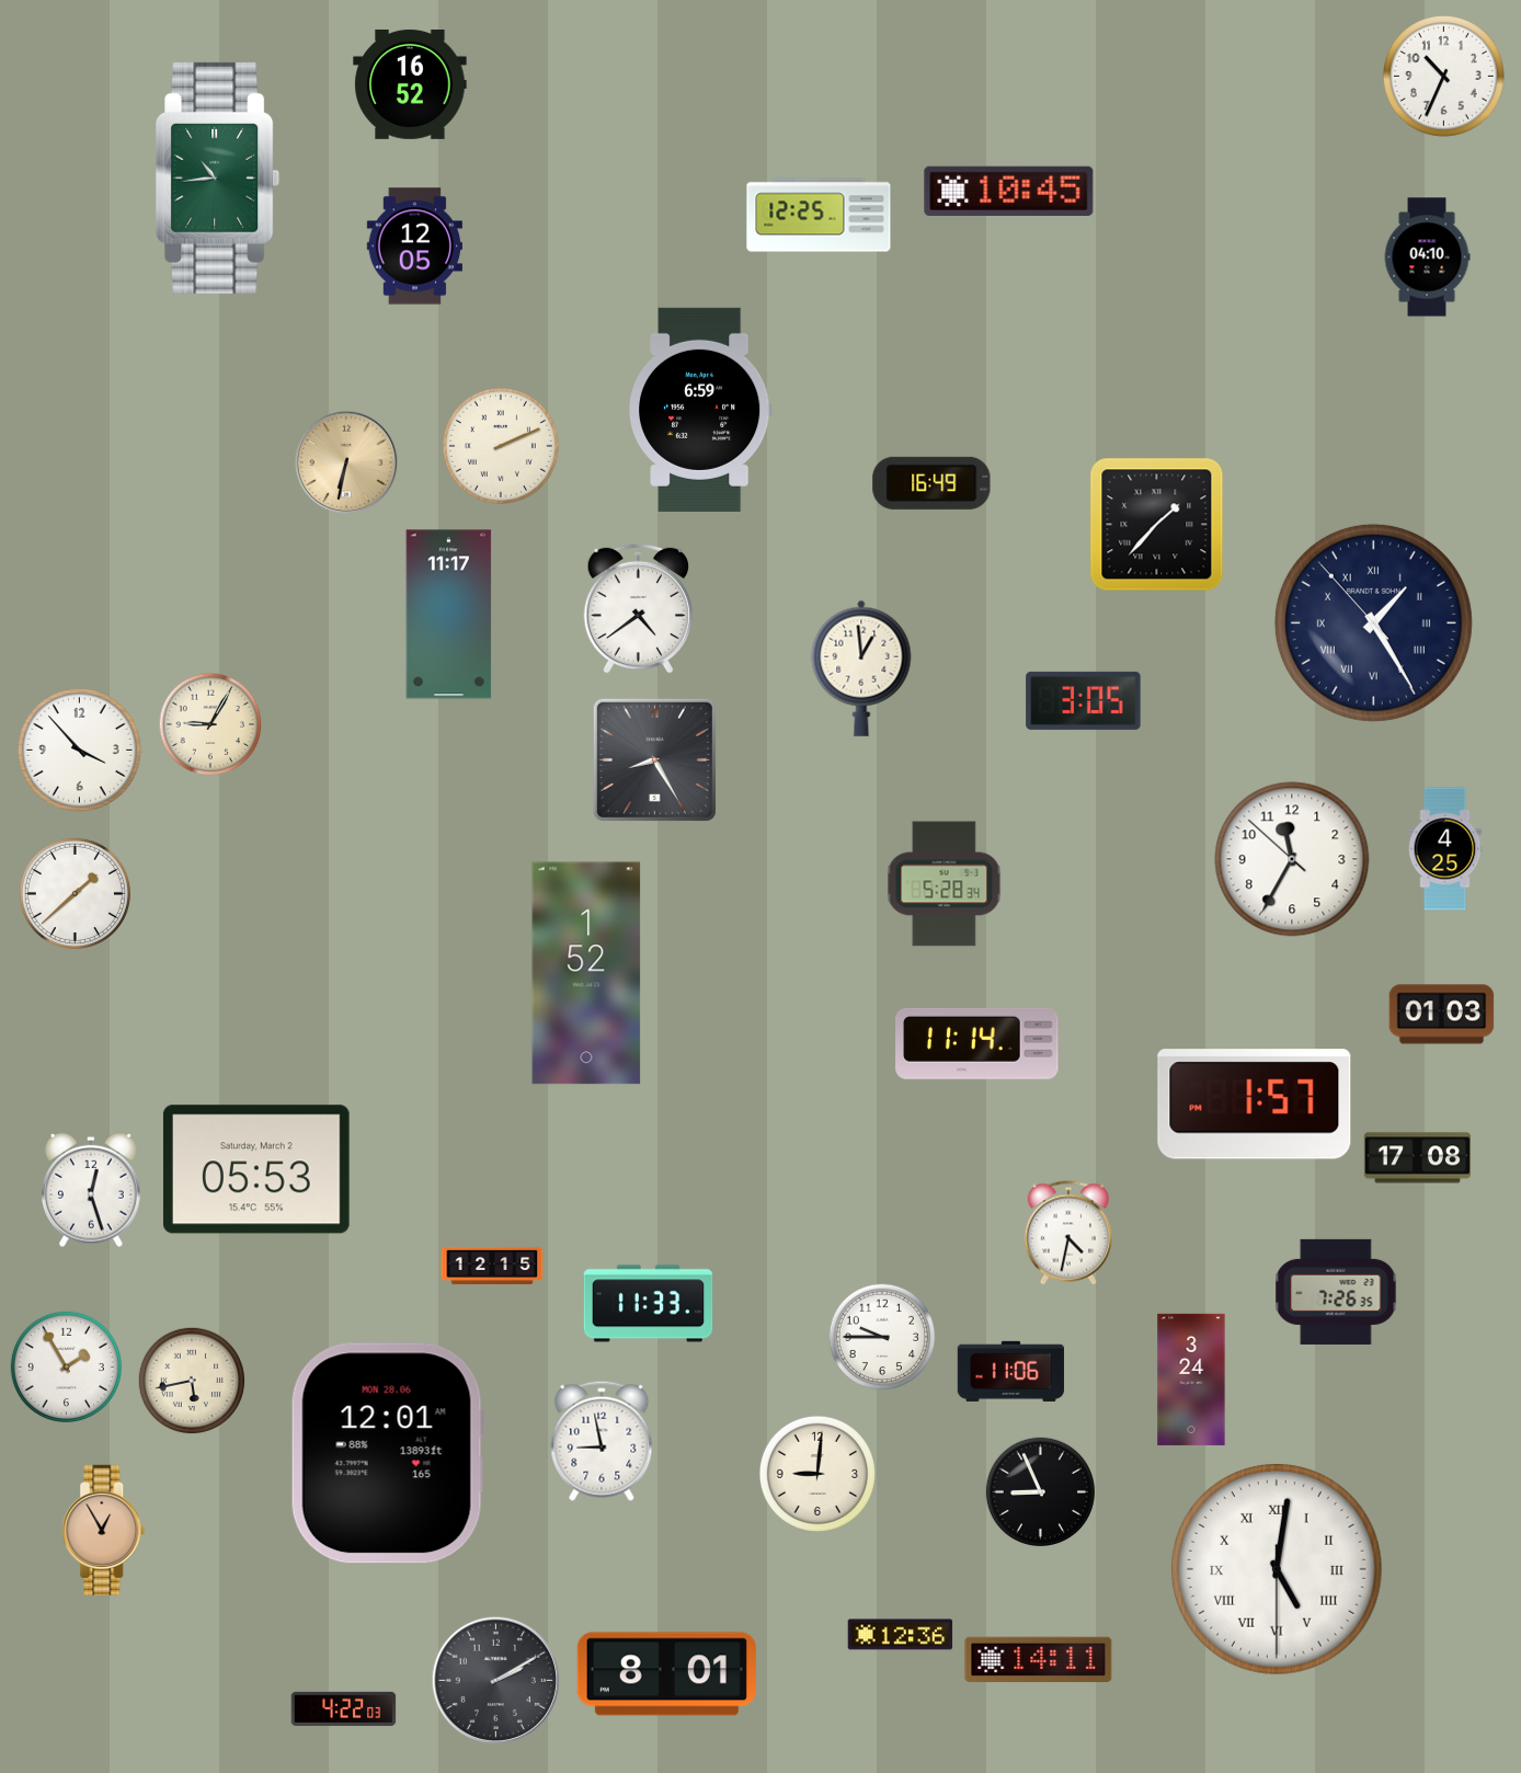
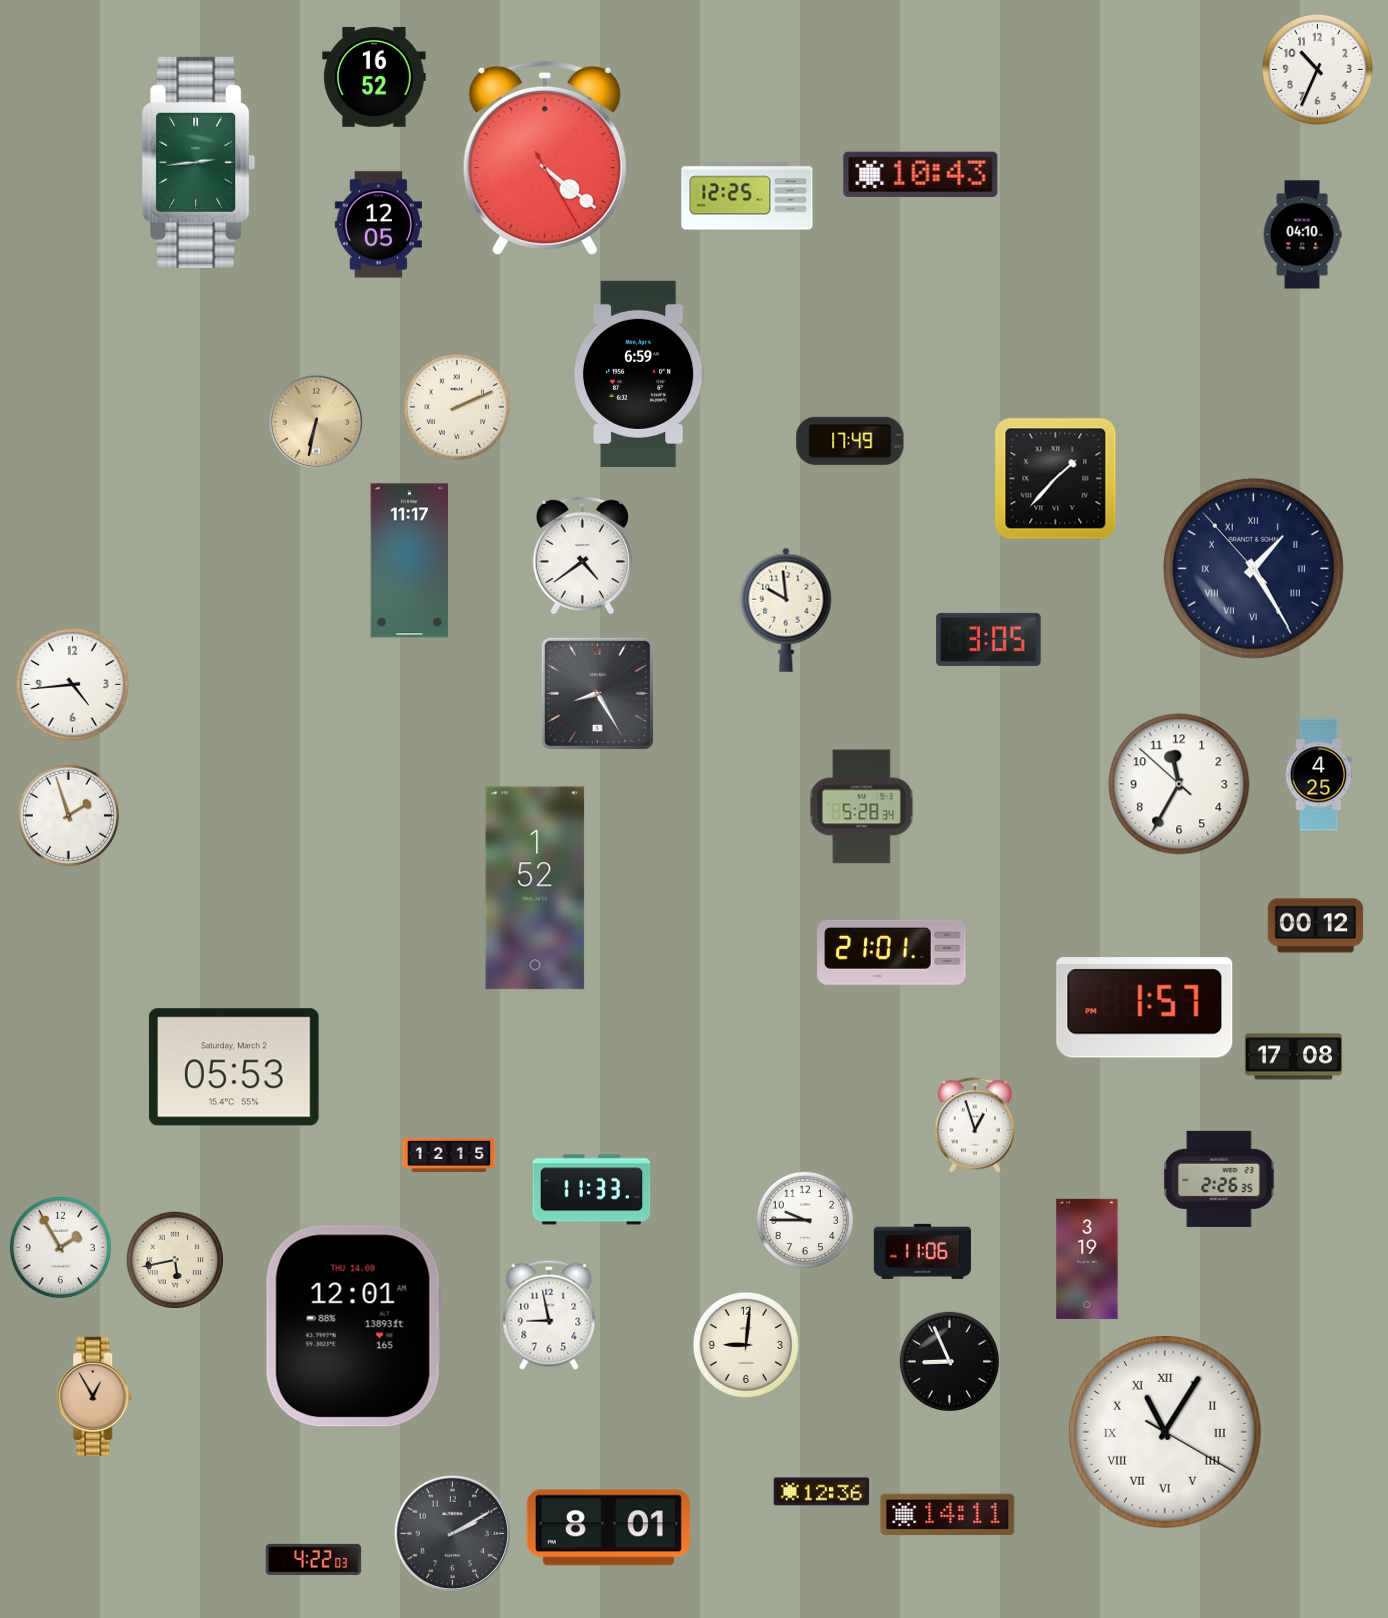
clock at (545, 158): none -> 4:21
clock at (218, 178): 10:44 -> 2:44
clock at (1009, 191): 10:45 -> 10:43
clock at (931, 483): 16:49 -> 17:49
clock at (861, 668): 12:59 -> 9:59
clock at (210, 724): 9:05 -> none
clock at (79, 750): 3:53 -> 4:44
clock at (75, 893): 1:38 -> 1:57
clock at (1442, 1015): 01:03 -> 00:12
clock at (977, 1043): 11:14 -> 21:01
clock at (91, 1190): 12:27 -> none
clock at (1068, 1233): 4:32 -> 12:57
clock at (1336, 1292): 7:26 -> 2:26
clock at (1191, 1380): 3:24 -> 3:19
clock at (388, 1453) date: MON 28.06 -> THU 14.08
clock at (1278, 1570): 5:01 -> 11:05
